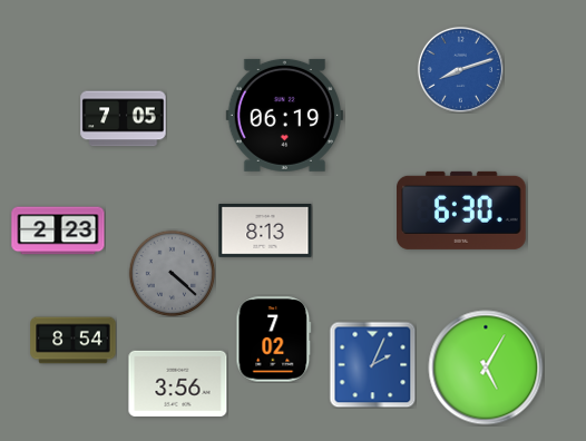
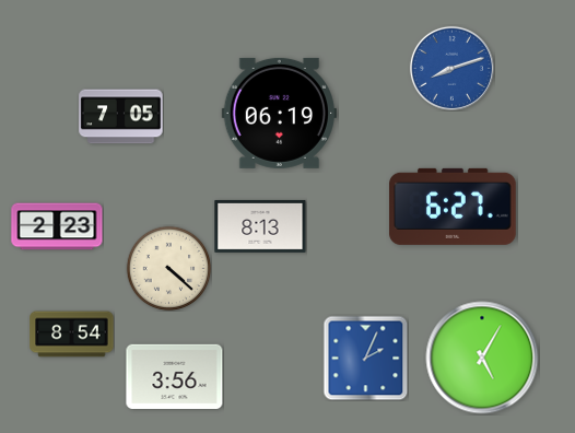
clock at (462, 210): 6:30 -> 6:27
clock at (172, 273) dial: grey -> cream
clock at (274, 340): 7:02 -> none
clock at (486, 367) position: (486, 367) -> (482, 358)
